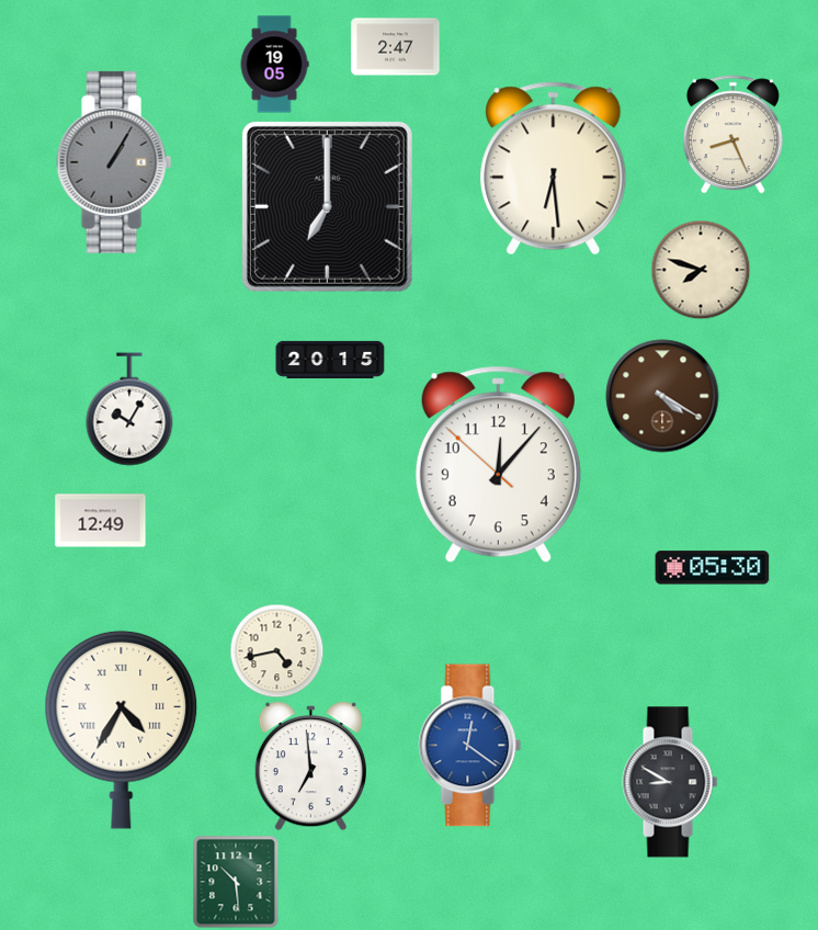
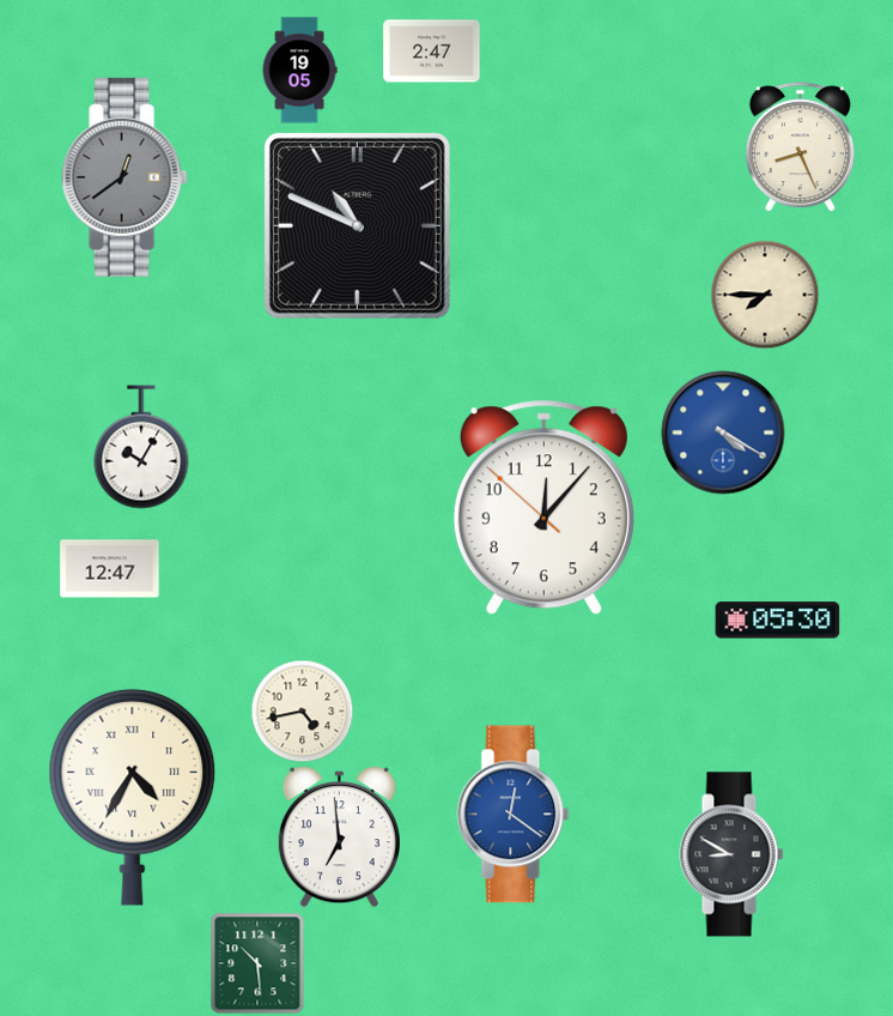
clock at (114, 162): 1:05 -> 12:39
clock at (554, 169): 6:29 -> none
clock at (327, 206): 7:00 -> 10:49
clock at (701, 270): 7:48 -> 7:45
clock at (330, 360): 20:15 -> none
clock at (662, 396) dial: brown -> blue
clock at (101, 521): 12:49 -> 12:47
